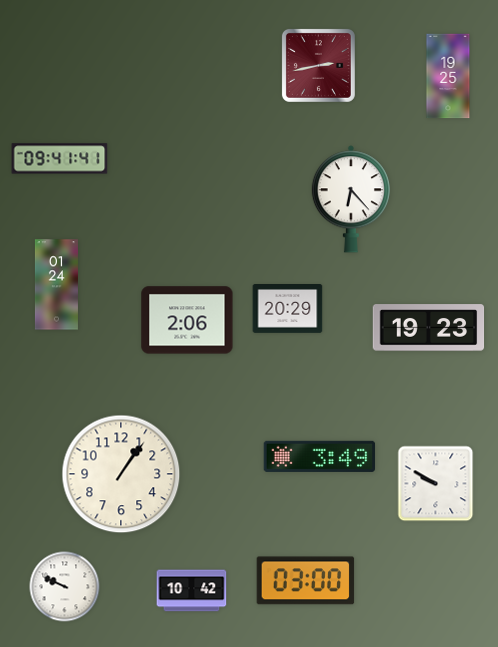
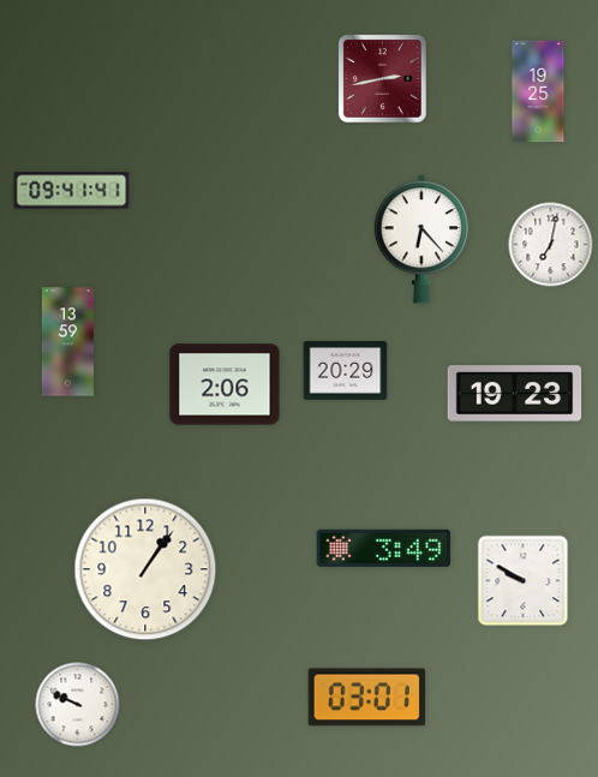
clock at (551, 245): none -> 7:02
clock at (56, 285): 01:24 -> 13:59
clock at (306, 581): 03:00 -> 03:01
clock at (192, 591): 10:42 -> none
